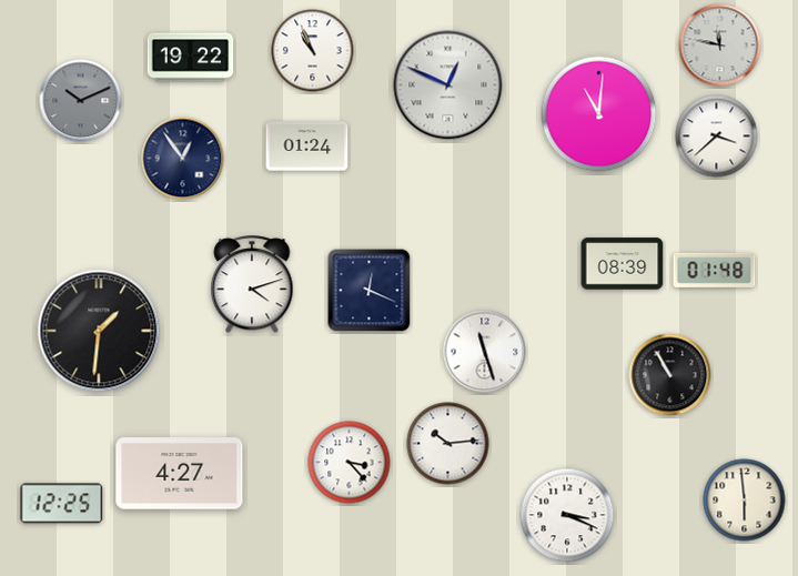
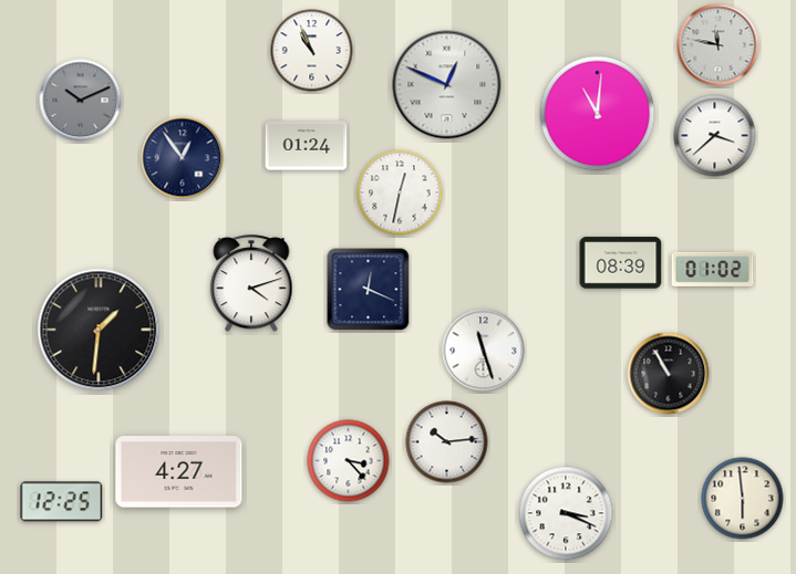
clock at (191, 58): 19:22 -> none
clock at (400, 192): none -> 12:32
clock at (715, 270): 01:48 -> 01:02
